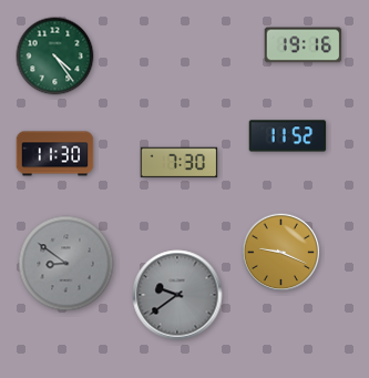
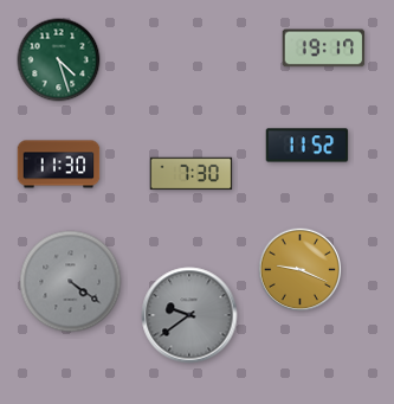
clock at (304, 45): 19:16 -> 19:17
clock at (55, 57): 4:24 -> 4:27
clock at (66, 264): 8:51 -> 4:21
